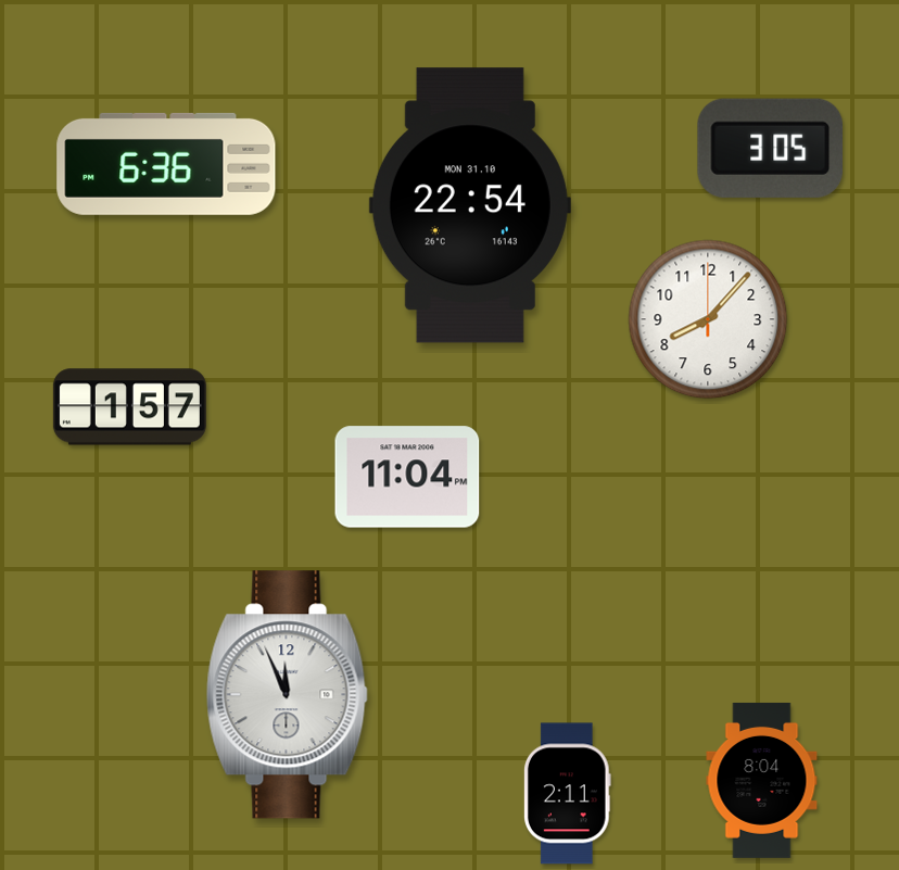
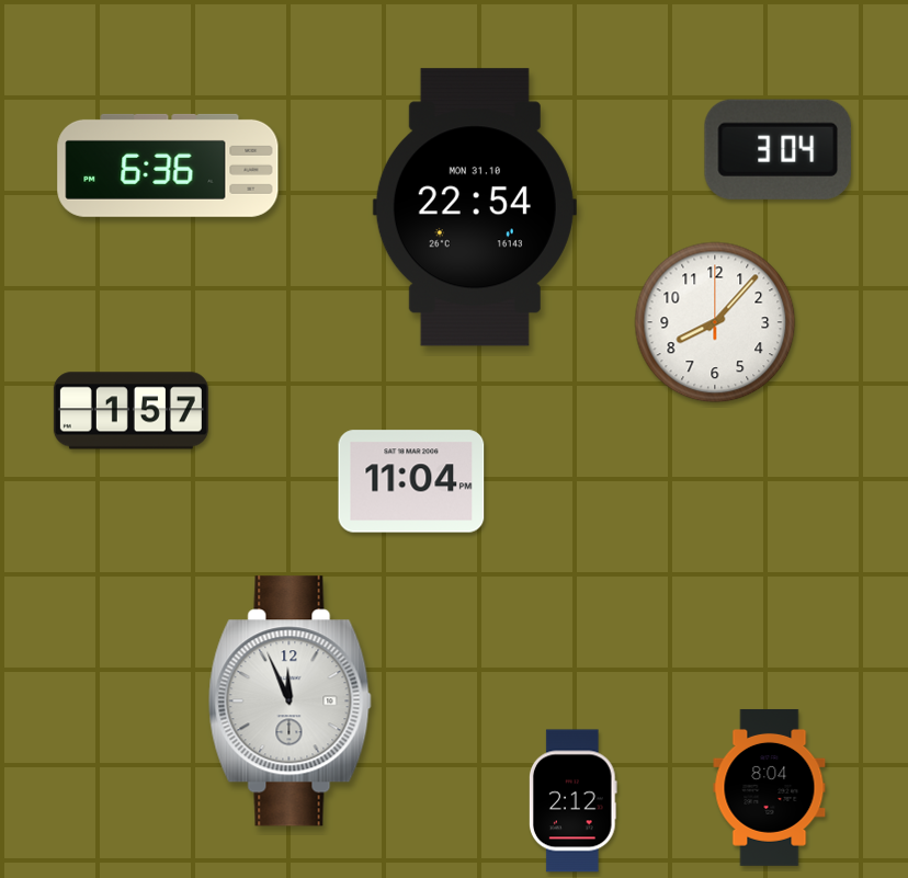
clock at (770, 148): 3:05 -> 3:04
clock at (567, 794): 2:11 -> 2:12
